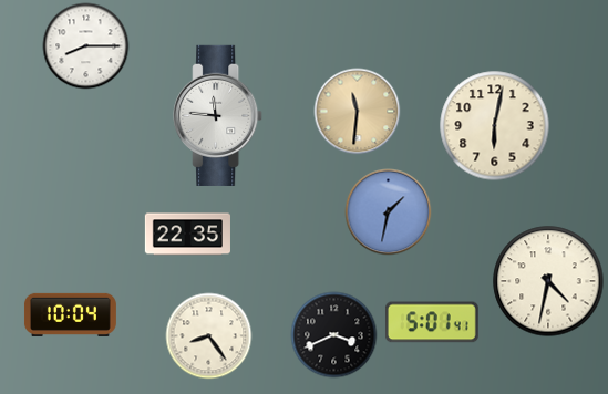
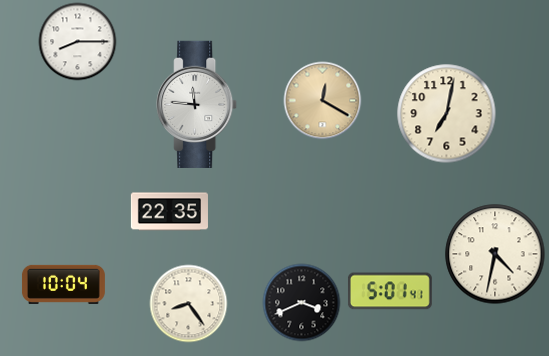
clock at (357, 111): 11:31 -> 12:20
clock at (495, 126): 6:02 -> 7:02
clock at (388, 211): 1:32 -> none
